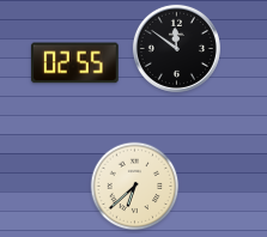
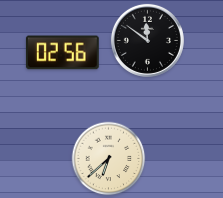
clock at (74, 63): 02:55 -> 02:56
clock at (135, 187) position: (135, 187) -> (109, 159)
